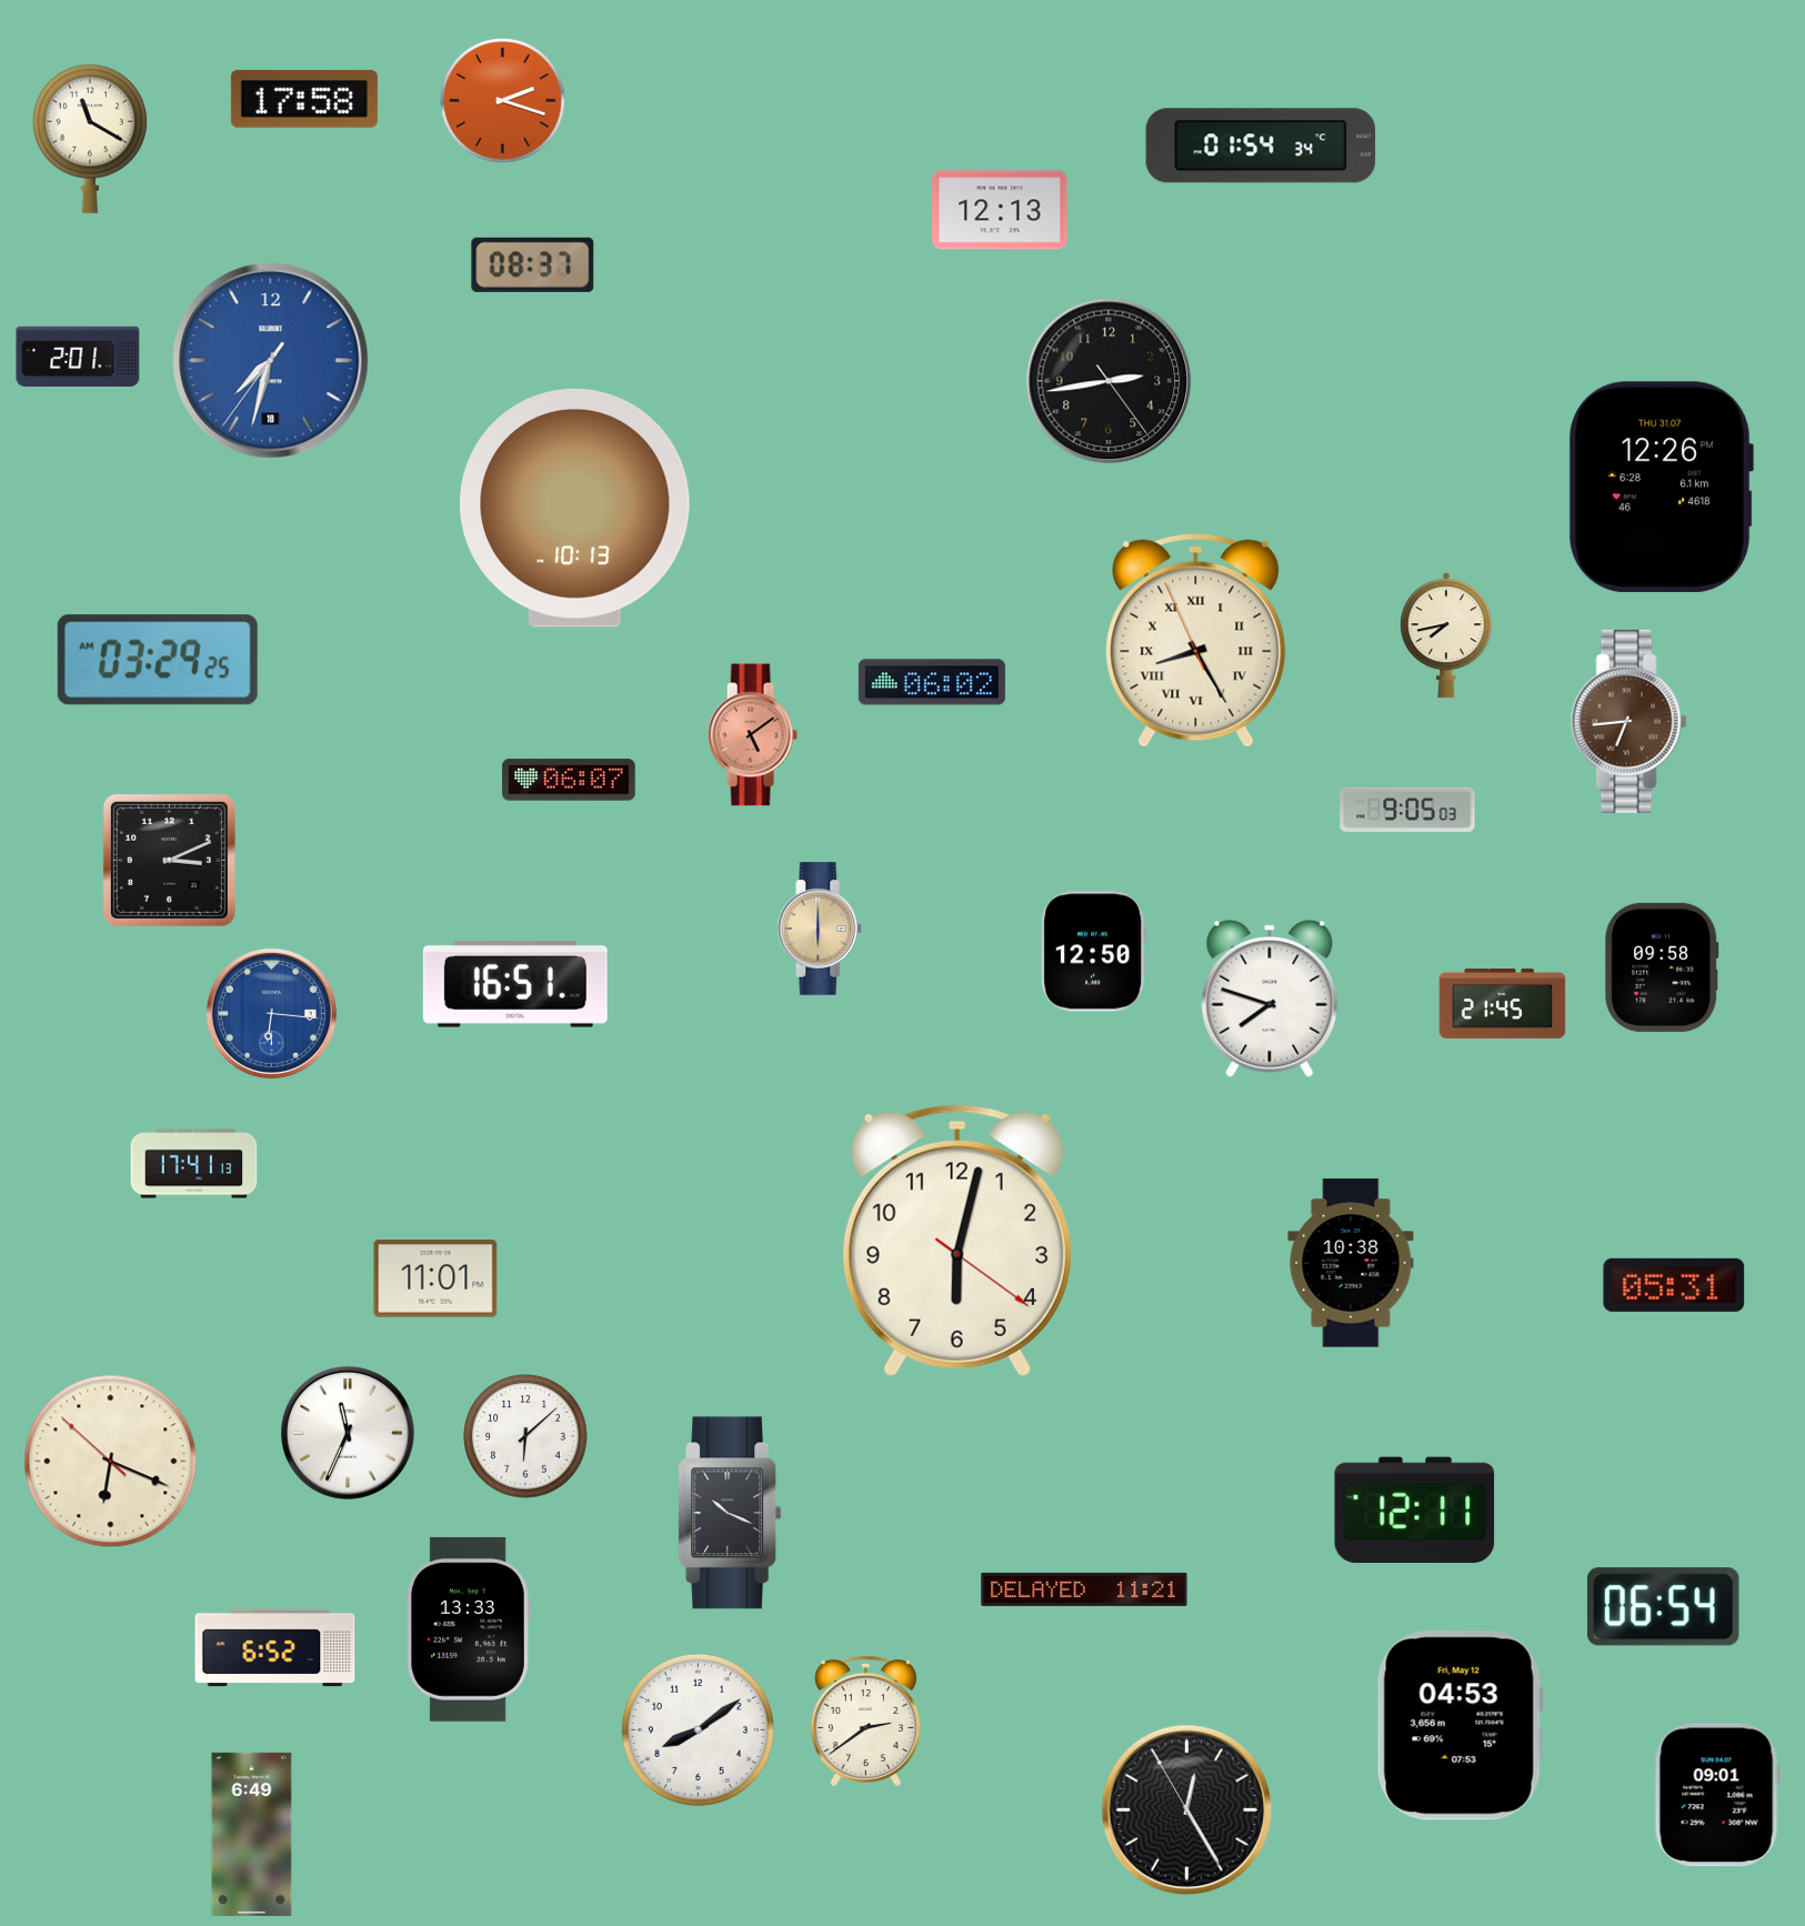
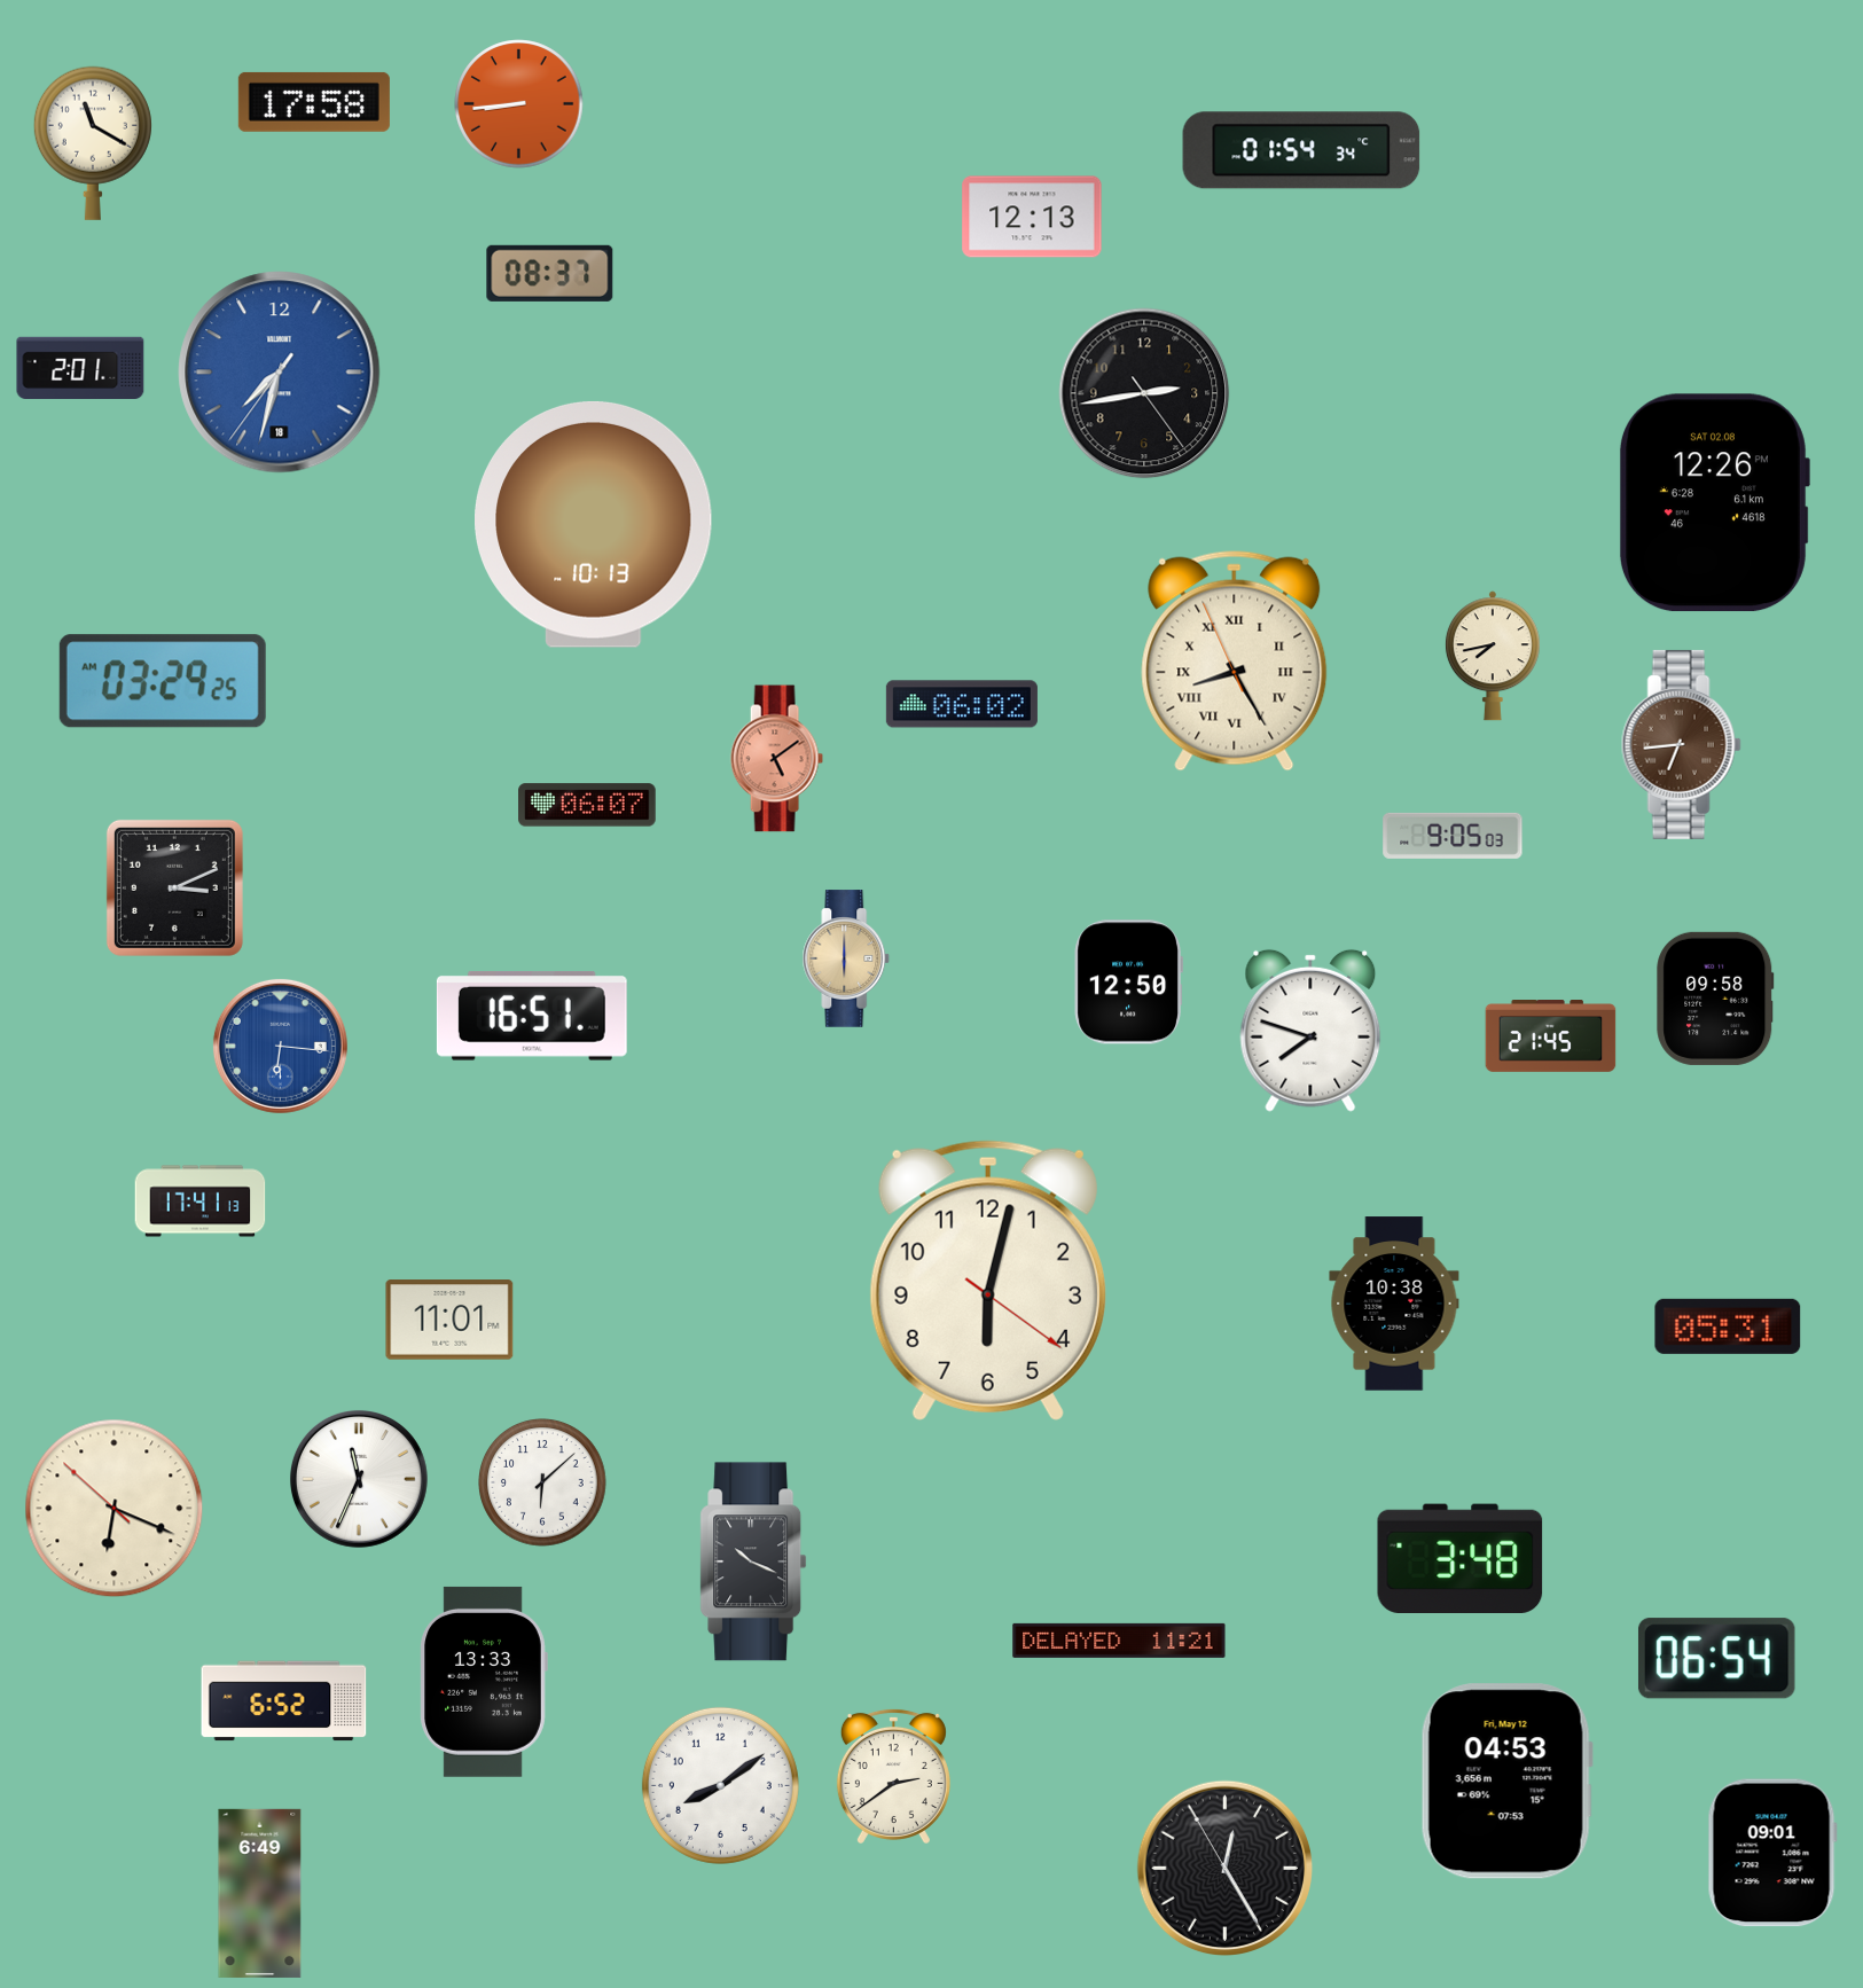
clock at (503, 101): 2:18 -> 8:44
clock at (1661, 488) date: THU 31.07 -> SAT 02.08
clock at (1415, 1509): 12:11 -> 3:48
